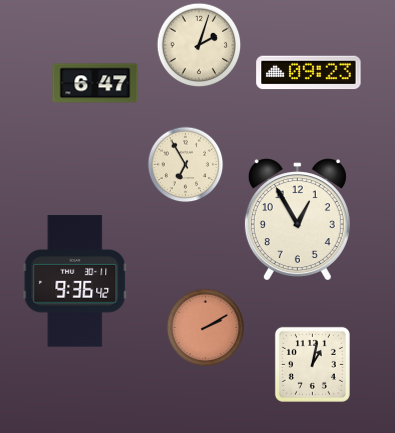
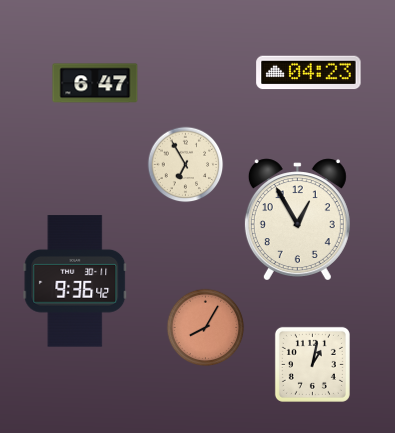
clock at (199, 45): 2:03 -> none
clock at (309, 73): 09:23 -> 04:23
clock at (206, 328): 2:10 -> 8:05
